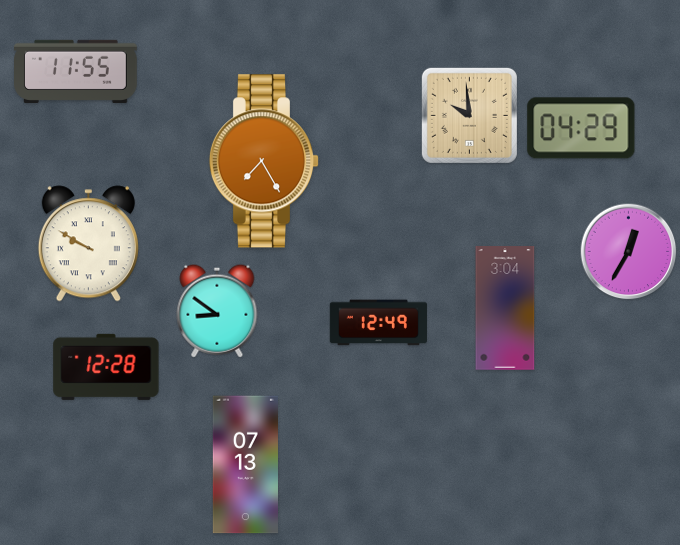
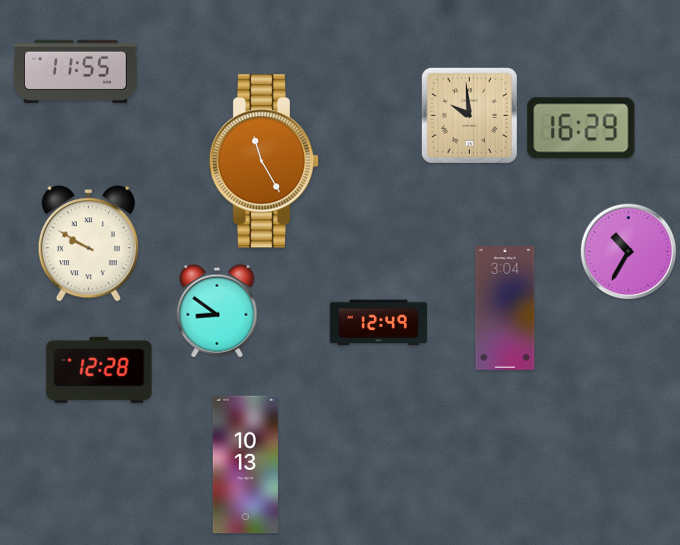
clock at (581, 128): 04:29 -> 16:29
clock at (264, 161): 7:25 -> 11:25
clock at (629, 252): 12:35 -> 10:35
clock at (106, 367) position: (106, 367) -> (99, 370)
clock at (245, 465): 07:13 -> 10:13
